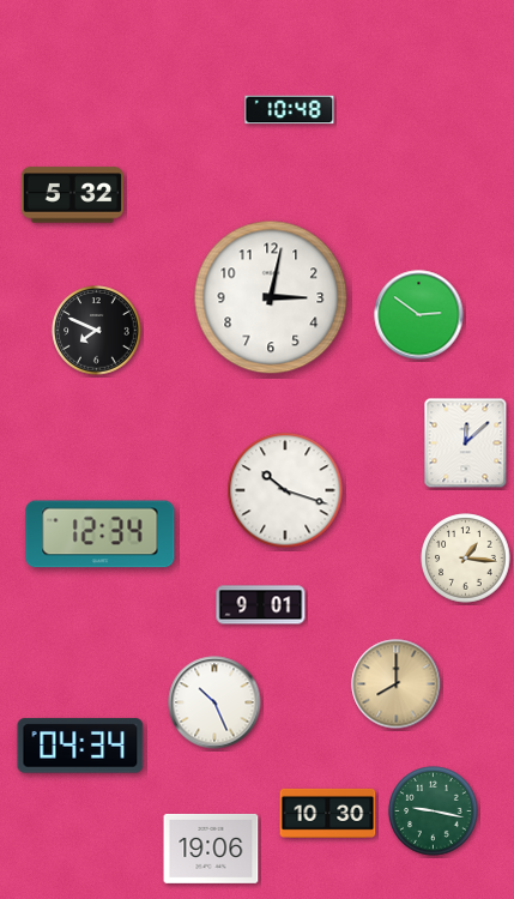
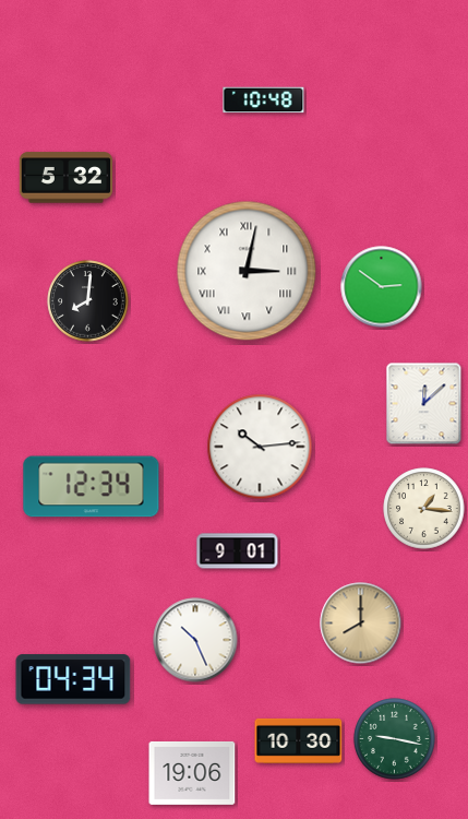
clock at (271, 297) numerals: Arabic -> Roman
clock at (97, 331): 7:49 -> 8:01
clock at (285, 490): 10:18 -> 10:14
